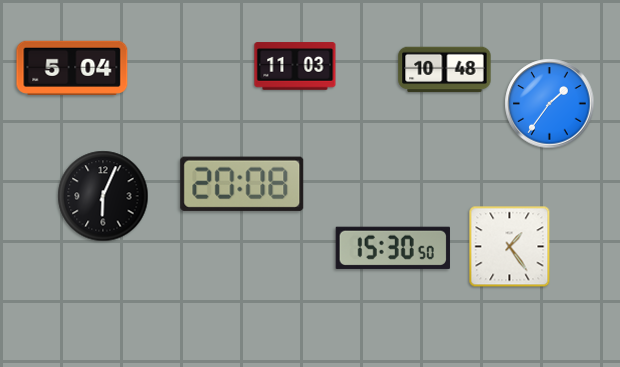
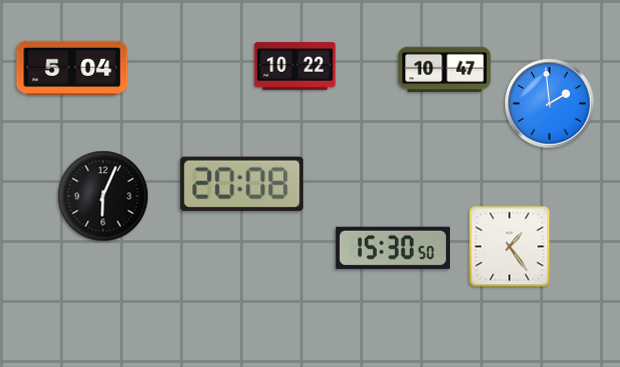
clock at (295, 66): 11:03 -> 10:22
clock at (445, 70): 10:48 -> 10:47
clock at (550, 104): 1:36 -> 1:59
